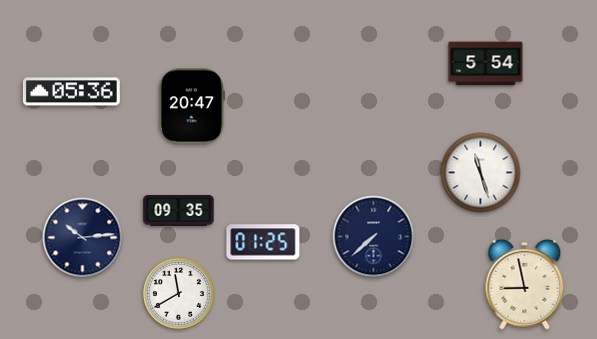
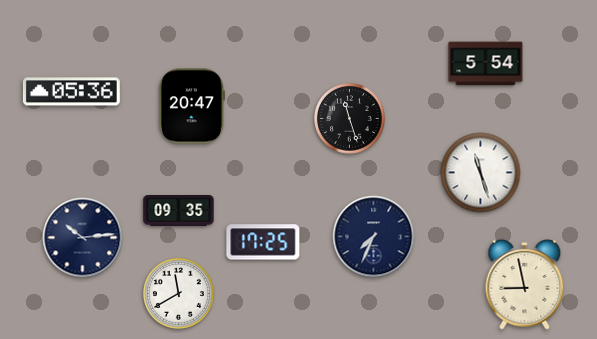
clock at (350, 119): none -> 11:27
clock at (374, 237): 7:38 -> 7:34
clock at (263, 242): 01:25 -> 17:25
